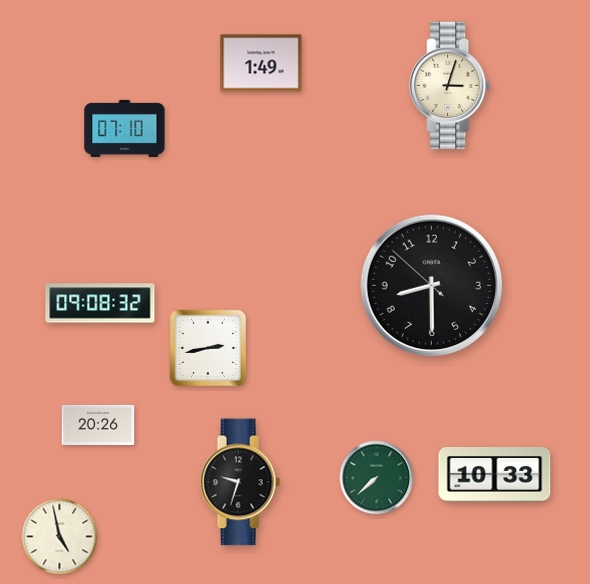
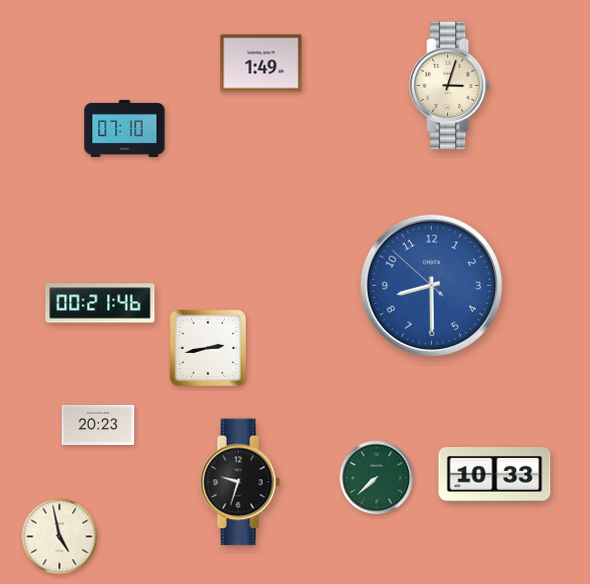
clock at (432, 286) dial: black -> blue
clock at (100, 303): 09:08 -> 00:21
clock at (98, 425): 20:26 -> 20:23
